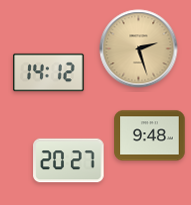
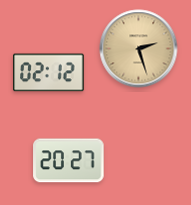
clock at (49, 73): 14:12 -> 02:12
clock at (150, 136): 9:48 -> none
